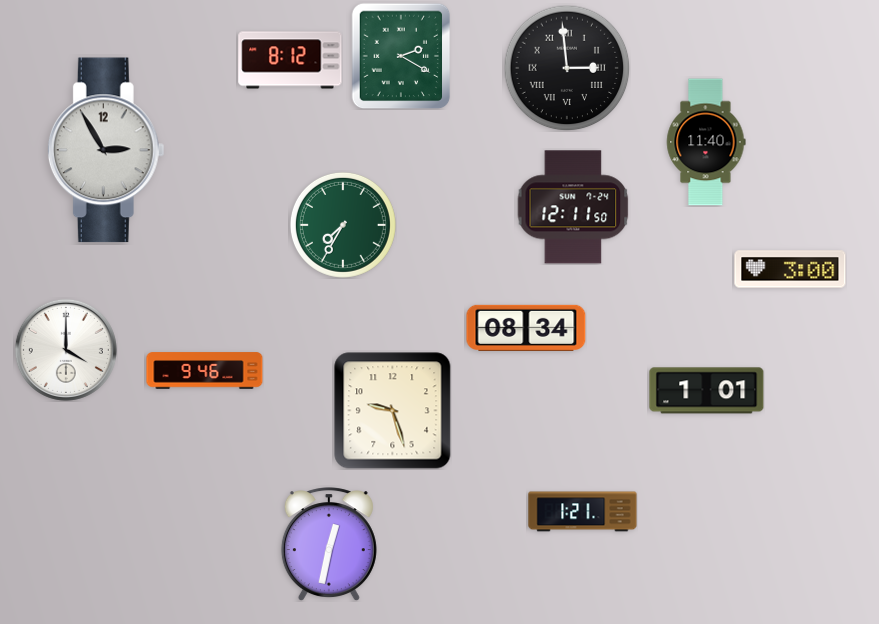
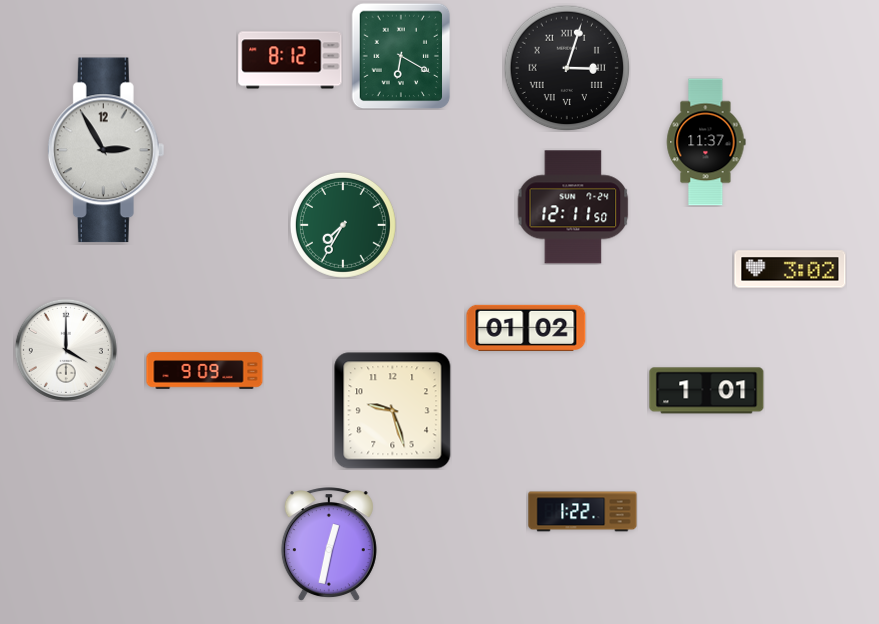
clock at (401, 56): 2:20 -> 6:20
clock at (567, 68): 2:59 -> 3:03
clock at (706, 142): 11:40 -> 11:37
clock at (790, 269): 3:00 -> 3:02
clock at (526, 328): 08:34 -> 01:02
clock at (205, 371): 9:46 -> 9:09
clock at (583, 512): 1:21 -> 1:22
